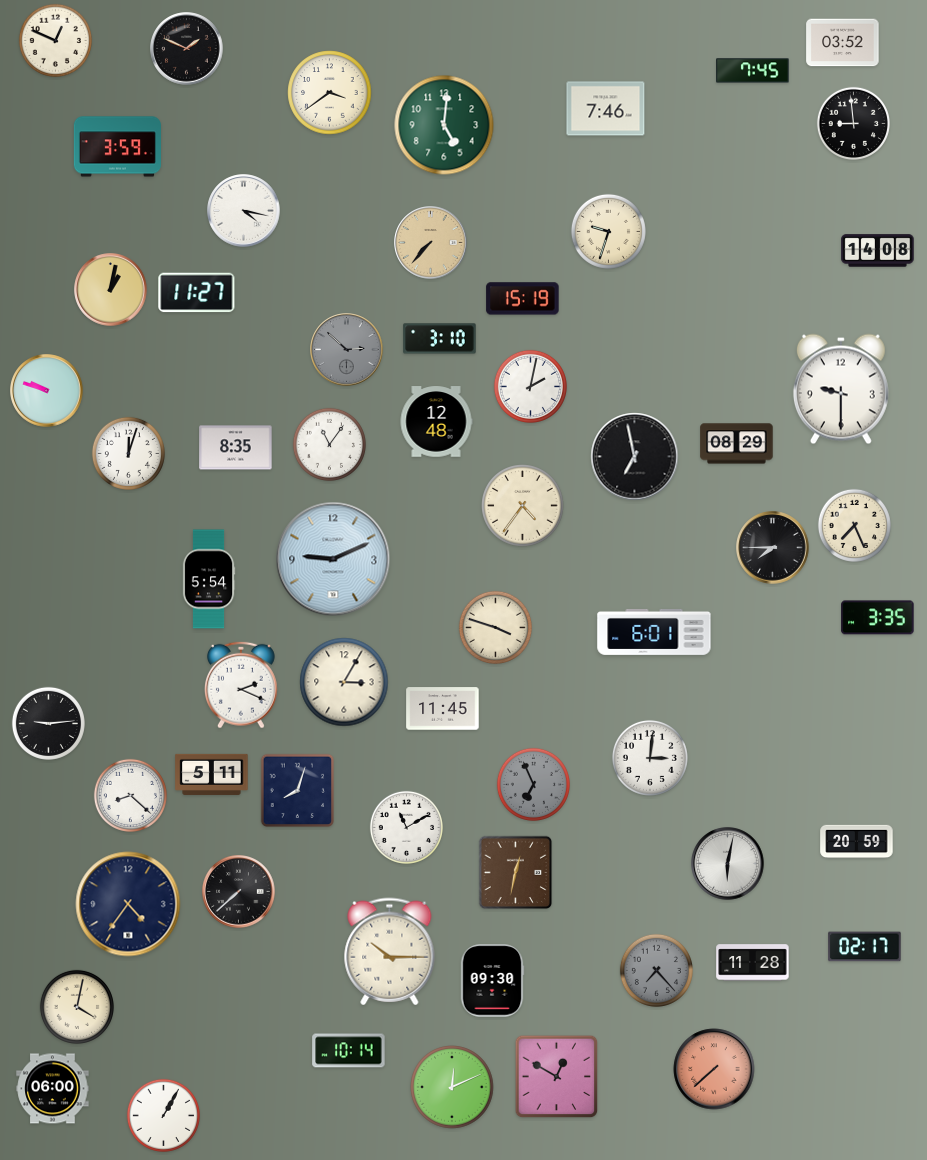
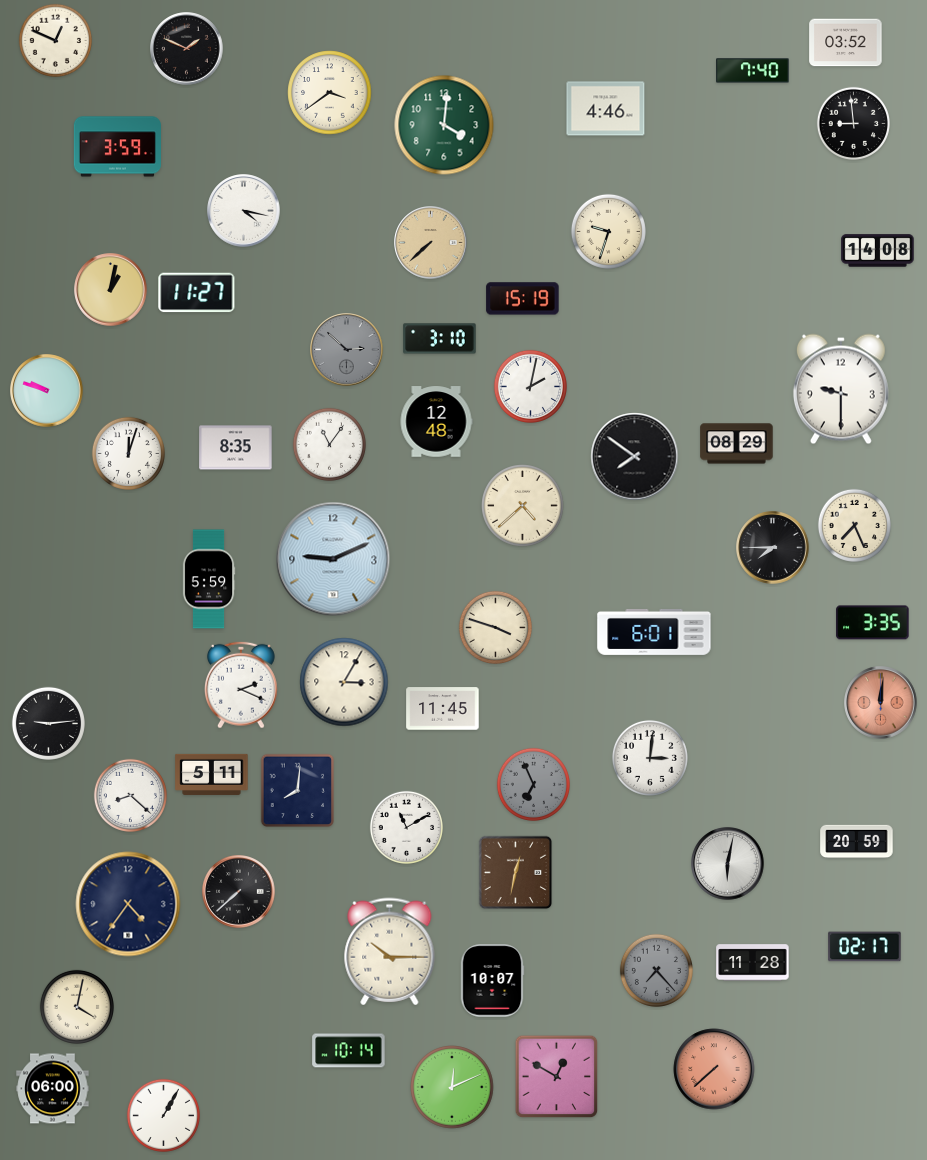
clock at (843, 43) position: (843, 43) -> (846, 43)
clock at (753, 71): 7:45 -> 7:40
clock at (606, 109): 7:46 -> 4:46
clock at (444, 125): 5:01 -> 4:01
clock at (431, 243): 7:37 -> 7:38
clock at (635, 457): 6:58 -> 7:51
clock at (523, 506): 4:36 -> 4:38
clock at (209, 579): 5:54 -> 5:59
clock at (878, 618) position: (878, 618) -> (873, 623)
clock at (881, 703): none -> 12:01
clock at (298, 791): 8:03 -> 8:01
clock at (492, 981): 09:30 -> 10:07
